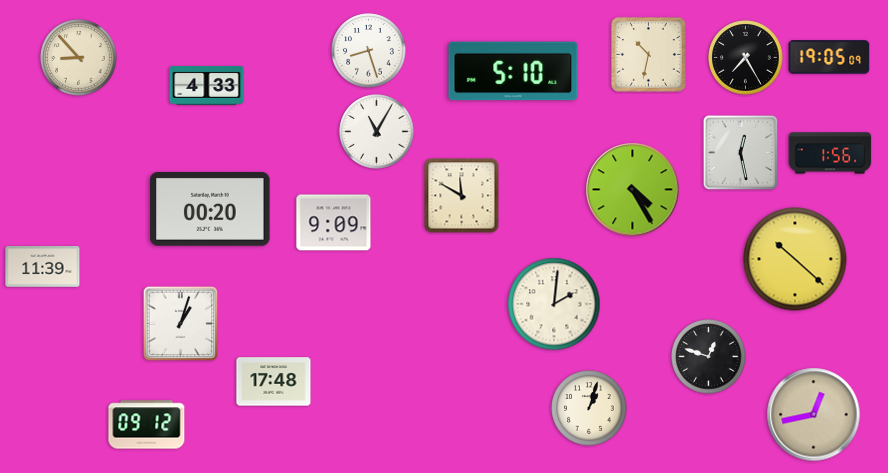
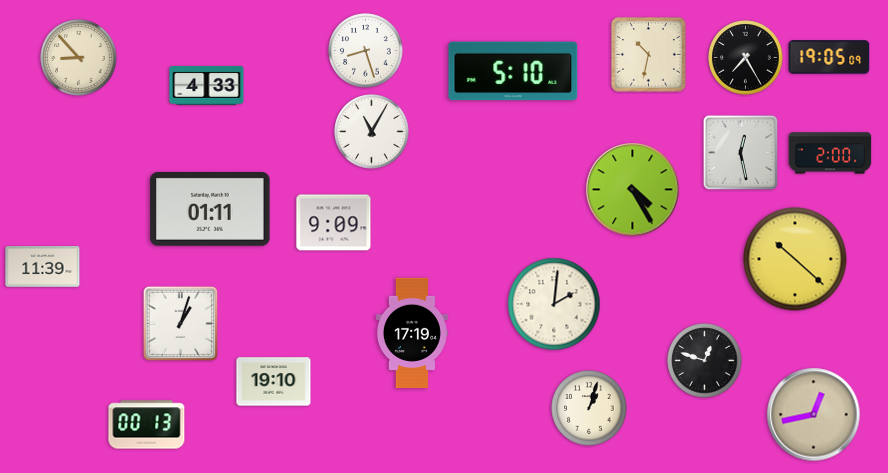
clock at (369, 51) position: (369, 51) -> (366, 51)
clock at (377, 132) position: (377, 132) -> (372, 132)
clock at (830, 153): 1:56 -> 2:00
clock at (462, 196): 11:50 -> none
clock at (210, 209): 00:20 -> 01:11
clock at (412, 333): none -> 17:19
clock at (709, 357) position: (709, 357) -> (705, 361)
clock at (274, 382): 17:48 -> 19:10
clock at (147, 425): 09:12 -> 00:13
